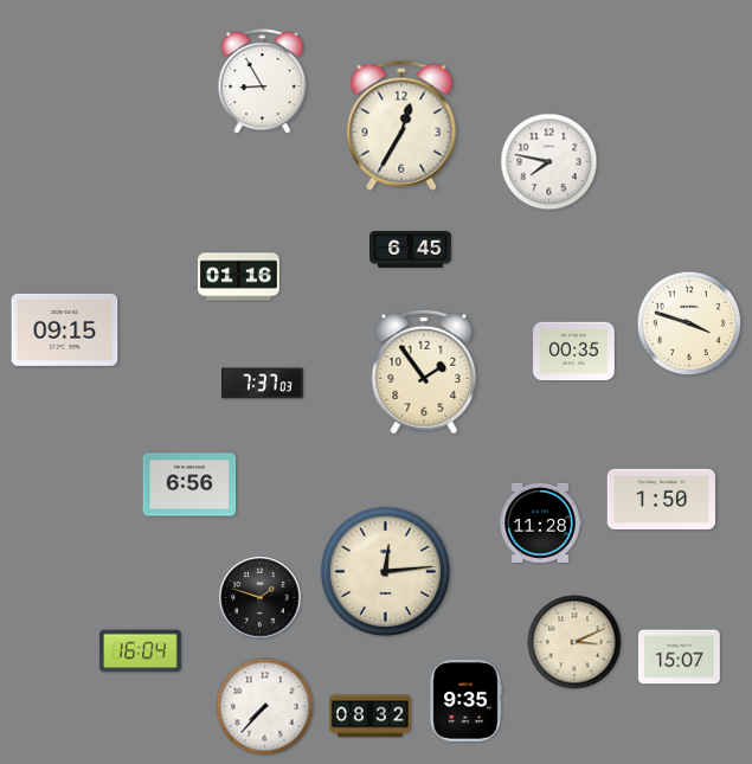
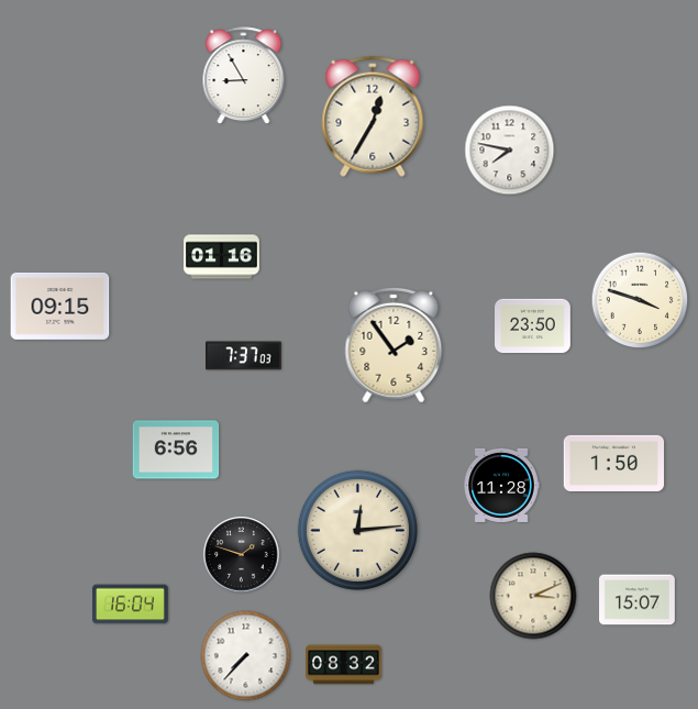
clock at (411, 250): 6:45 -> none
clock at (574, 352): 00:35 -> 23:50
clock at (680, 657) position: (680, 657) -> (638, 600)
clock at (465, 701): 9:35 -> none
